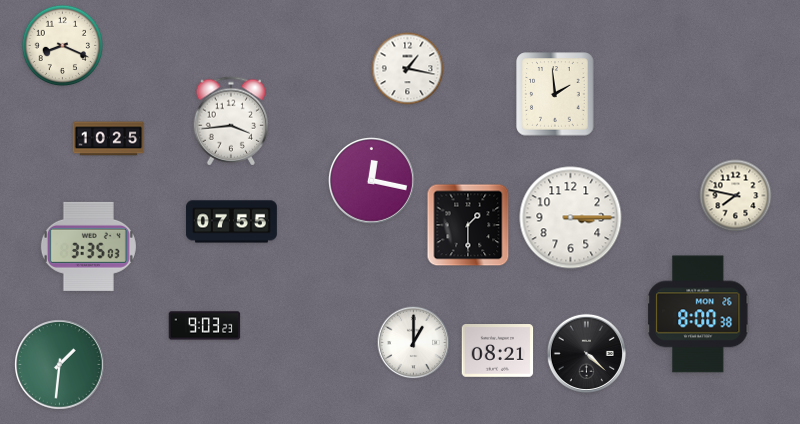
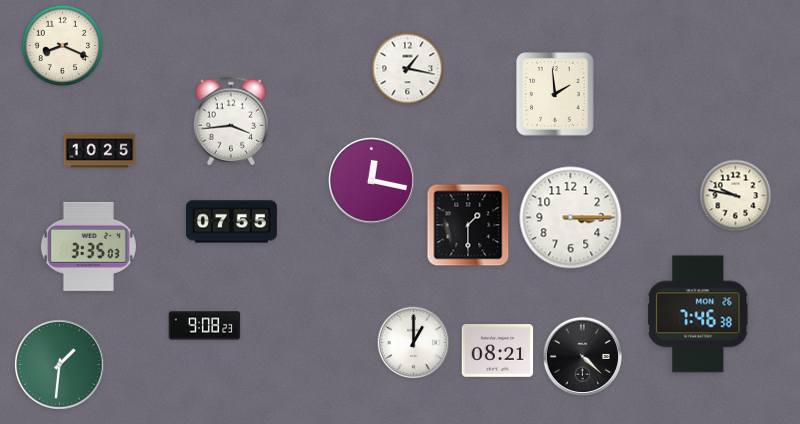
clock at (109, 139) position: (109, 139) -> (100, 151)
clock at (736, 196): 7:47 -> 9:47
clock at (698, 314): 8:00 -> 7:46
clock at (205, 326): 9:03 -> 9:08
clock at (586, 353) position: (586, 353) -> (582, 356)
